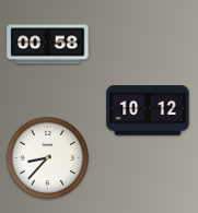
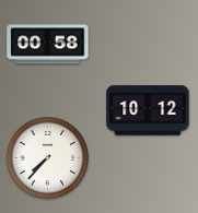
clock at (47, 157): 8:37 -> 7:37
